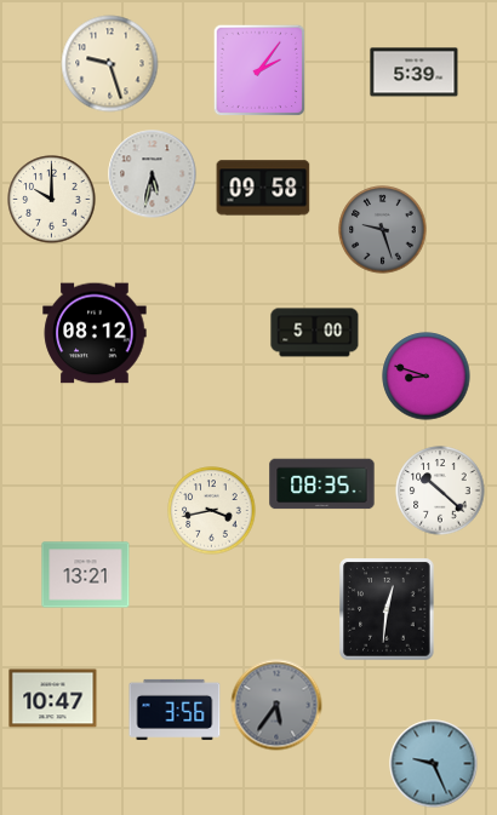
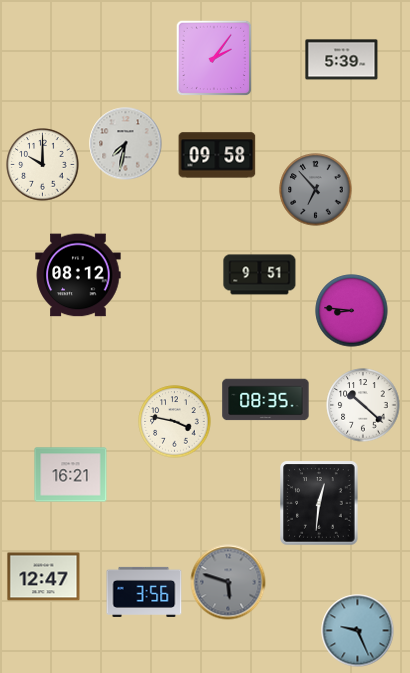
clock at (110, 64): 9:27 -> none
clock at (153, 174): 5:32 -> 7:32
clock at (383, 230): 9:27 -> 6:53
clock at (315, 333): 5:00 -> 9:51
clock at (427, 377): 8:48 -> 8:46
clock at (212, 511): 3:43 -> 3:47
clock at (86, 575): 13:21 -> 16:21
clock at (53, 699): 10:47 -> 12:47
clock at (276, 705): 5:36 -> 5:48
clock at (175, 710) position: (175, 710) -> (144, 592)
